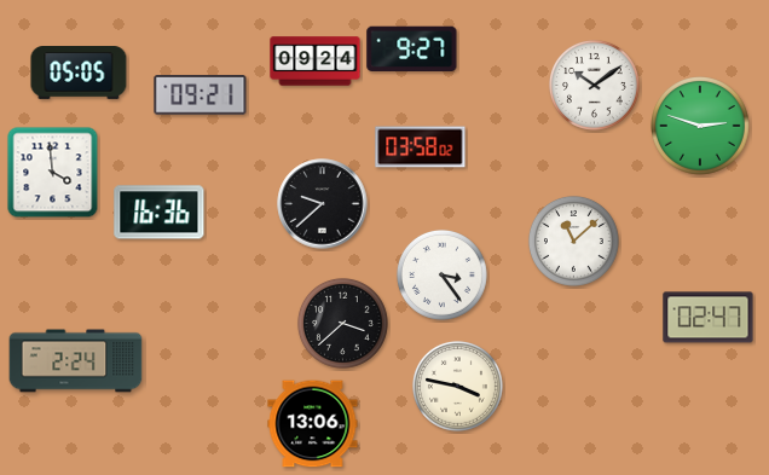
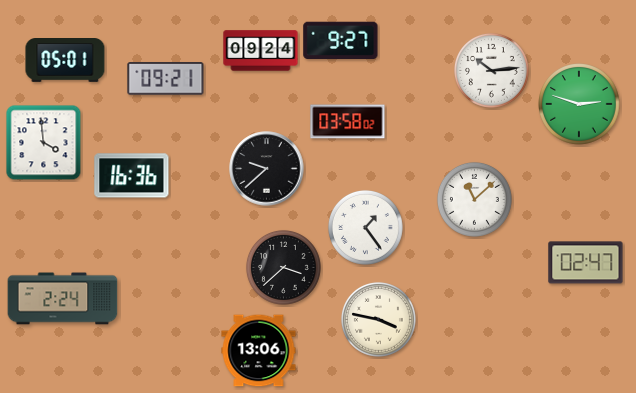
clock at (79, 74): 05:05 -> 05:01
clock at (594, 85): 10:09 -> 10:14
clock at (441, 274): 3:24 -> 1:24
